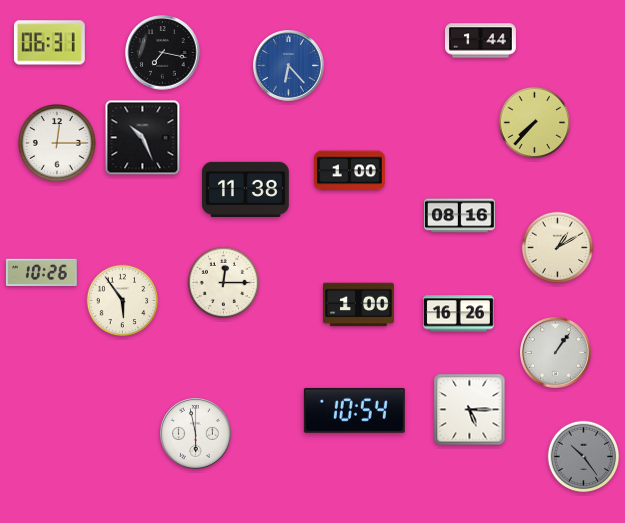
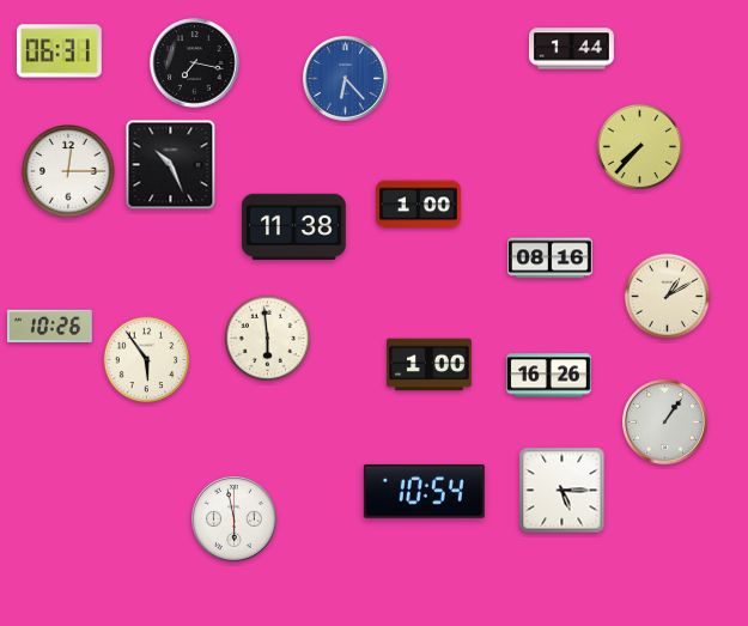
clock at (481, 41) position: (481, 41) -> (572, 49)
clock at (224, 283): 12:15 -> 5:59
clock at (584, 457): 10:24 -> none
